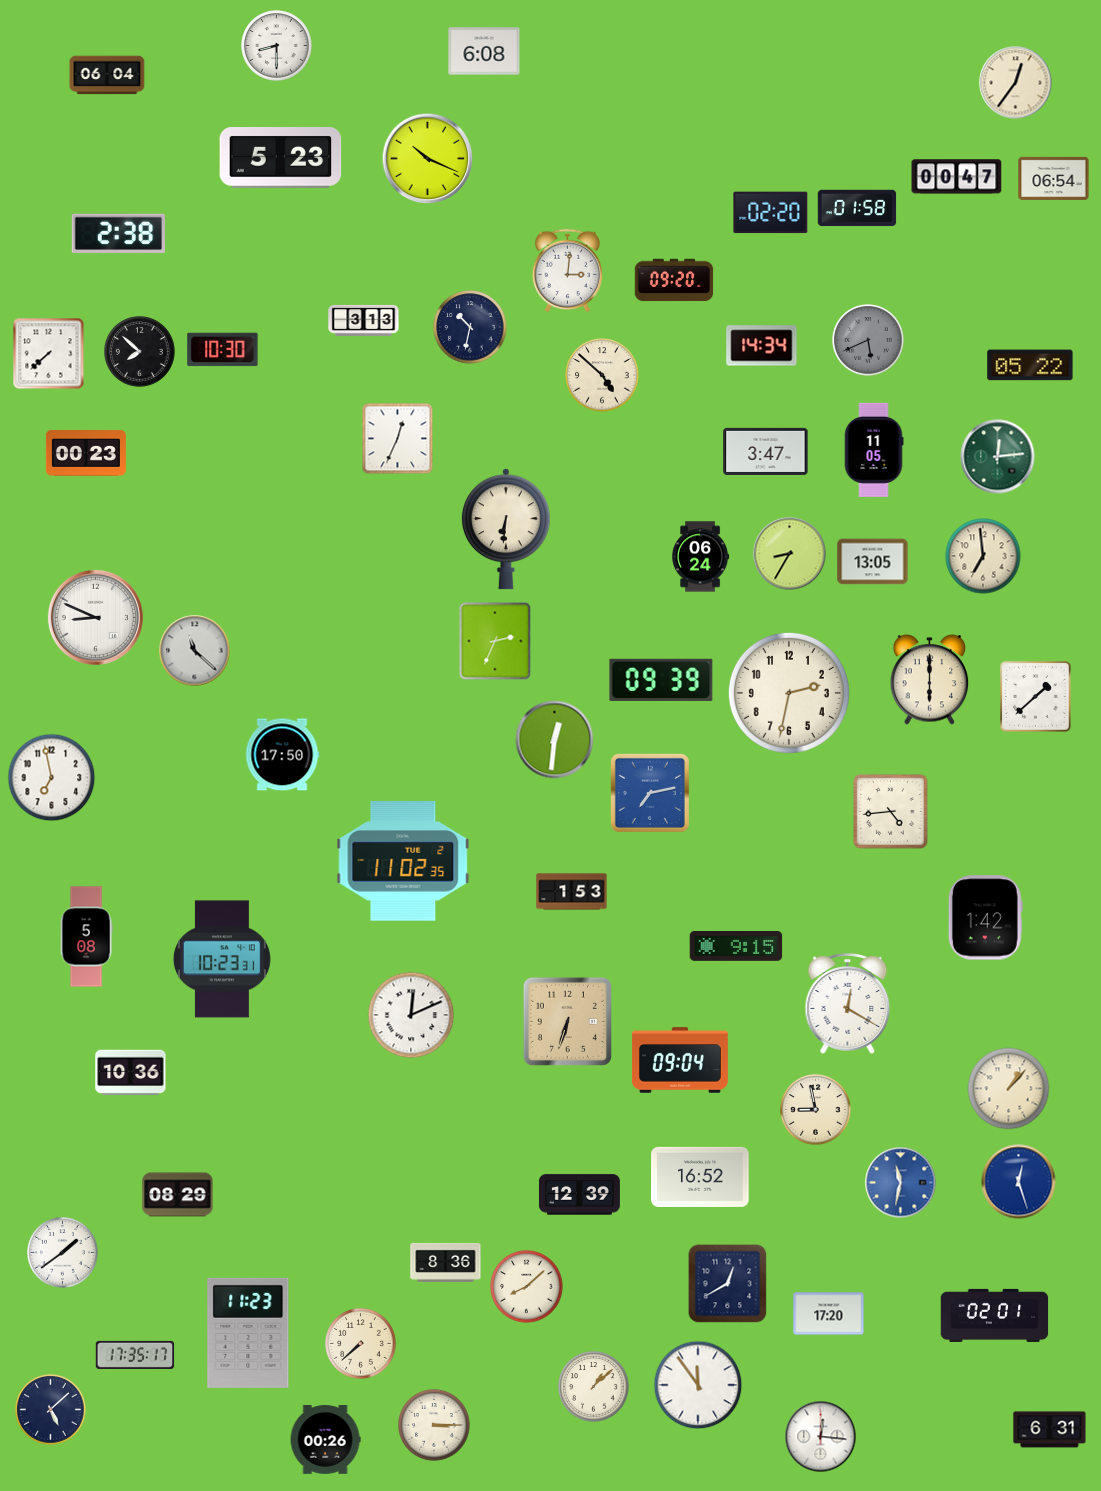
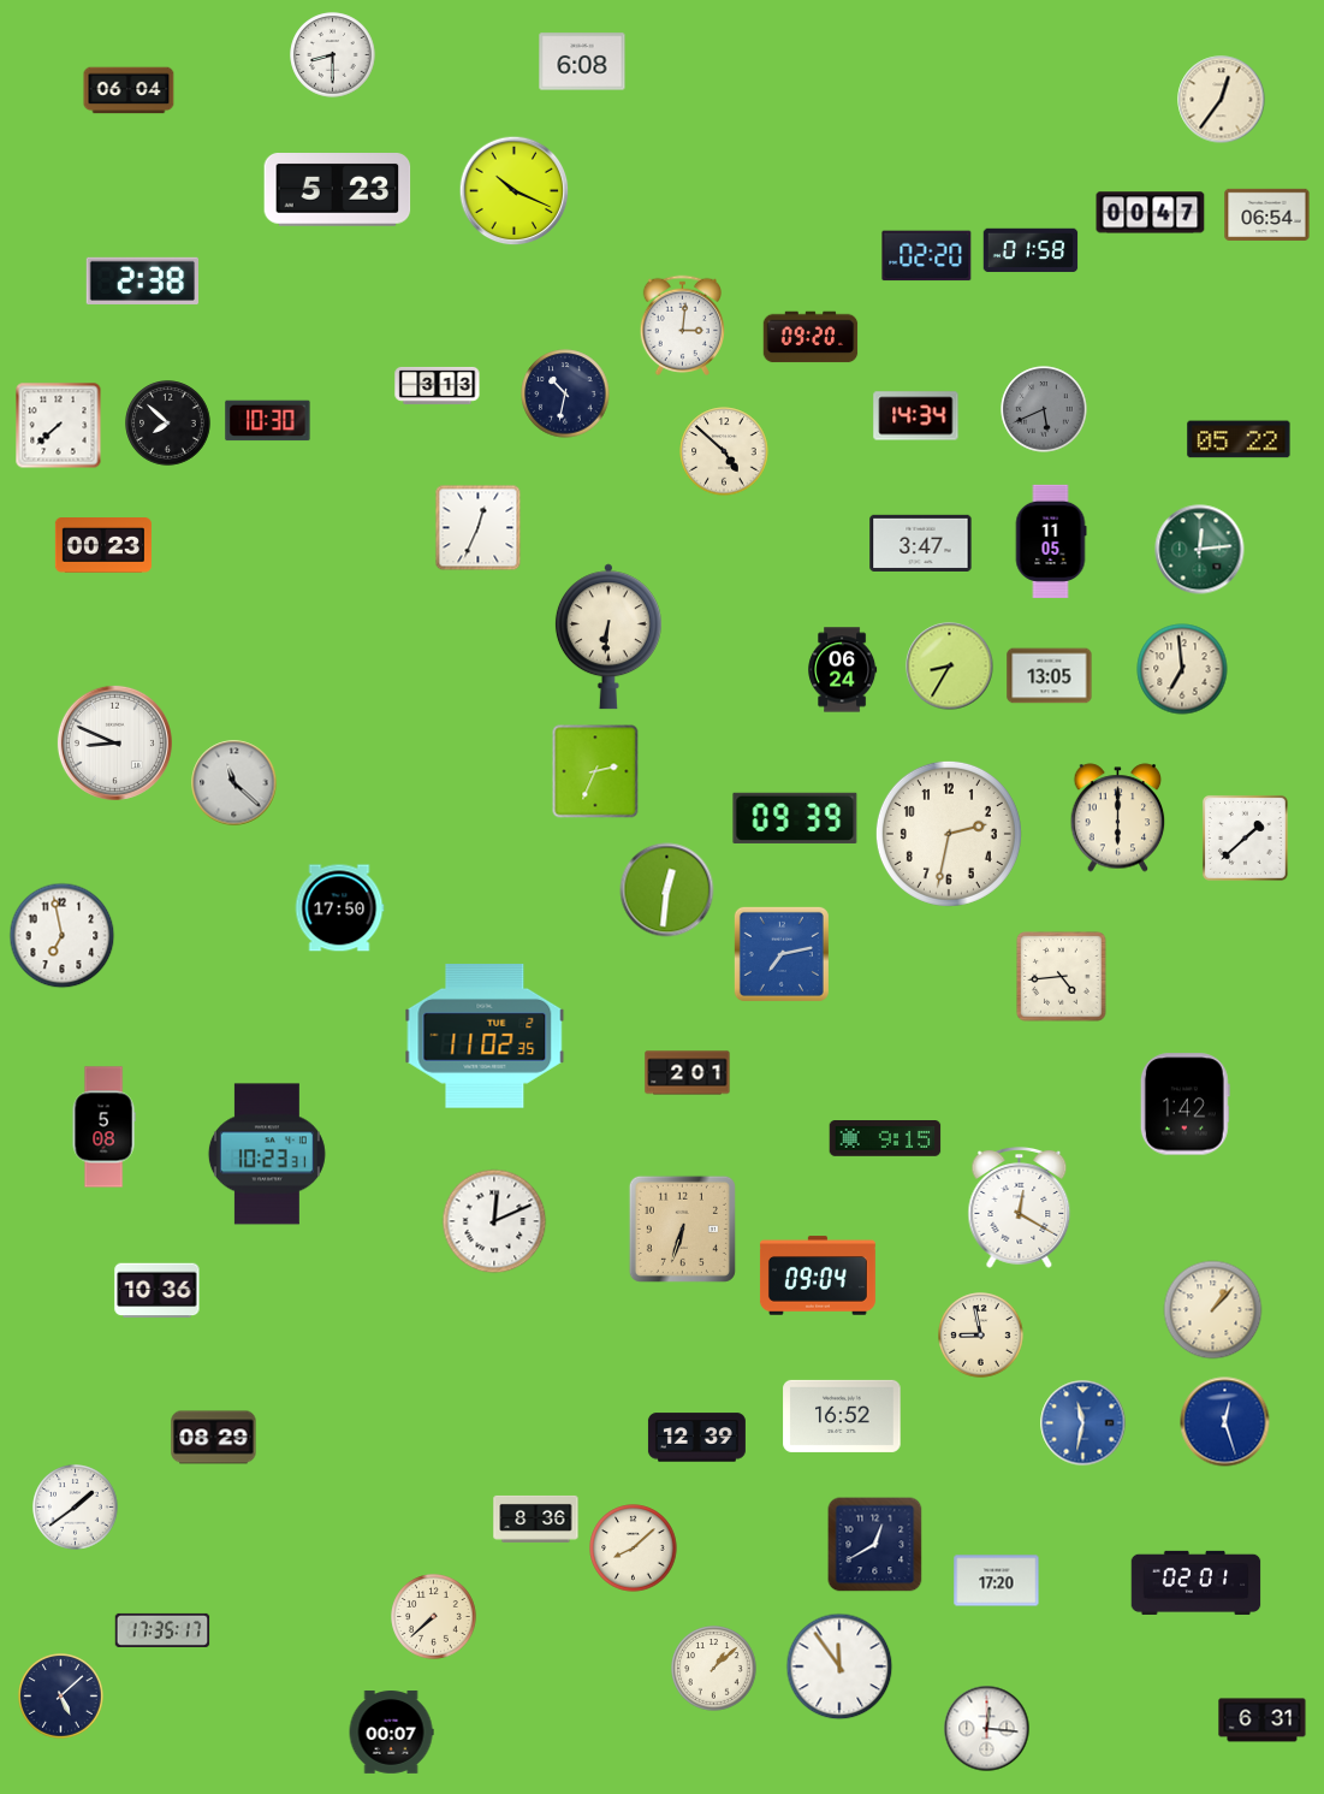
clock at (891, 812) position: (891, 812) -> (1062, 977)
clock at (572, 892): 1:53 -> 2:01
clock at (248, 1333): 11:23 -> none
clock at (434, 1425): 3:15 -> none
clock at (325, 1440): 00:26 -> 00:07
